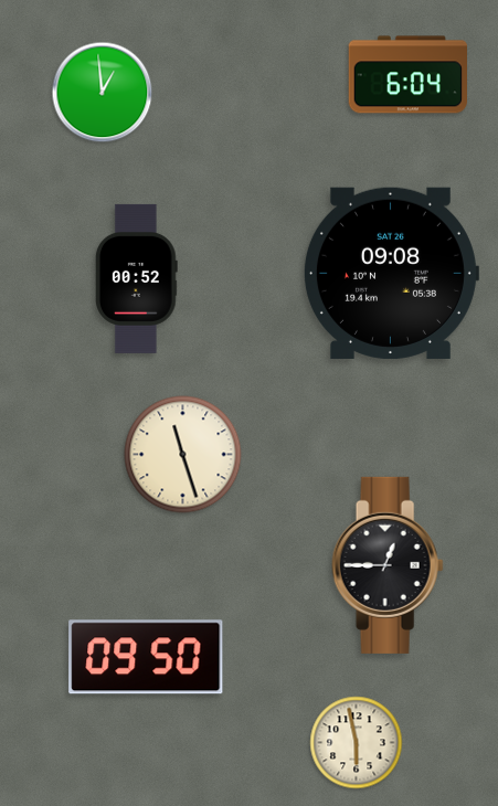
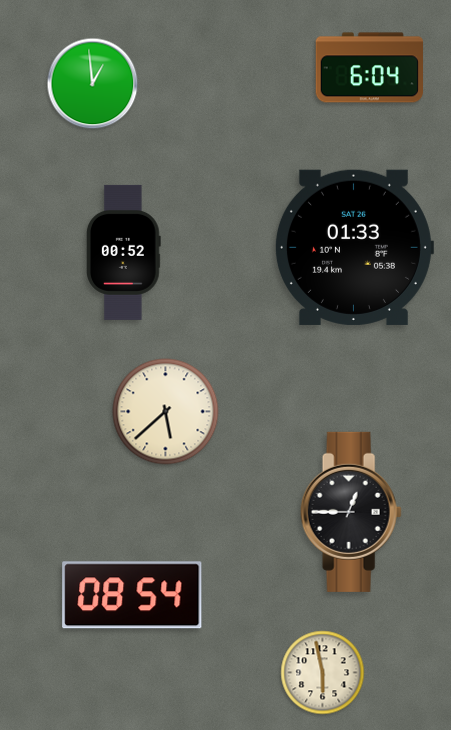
clock at (391, 273): 09:08 -> 01:33
clock at (183, 455): 11:27 -> 5:38
clock at (146, 657): 09:50 -> 08:54
